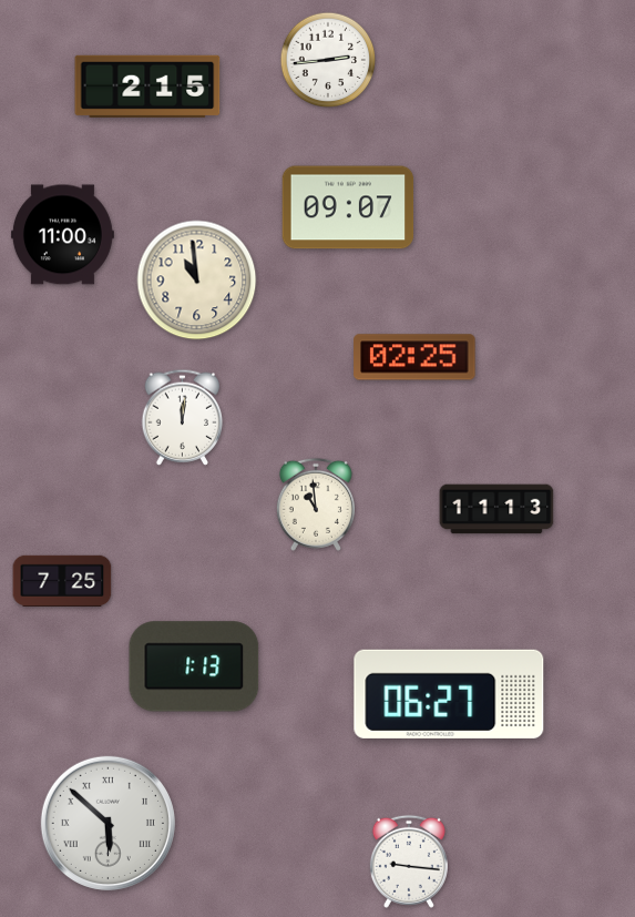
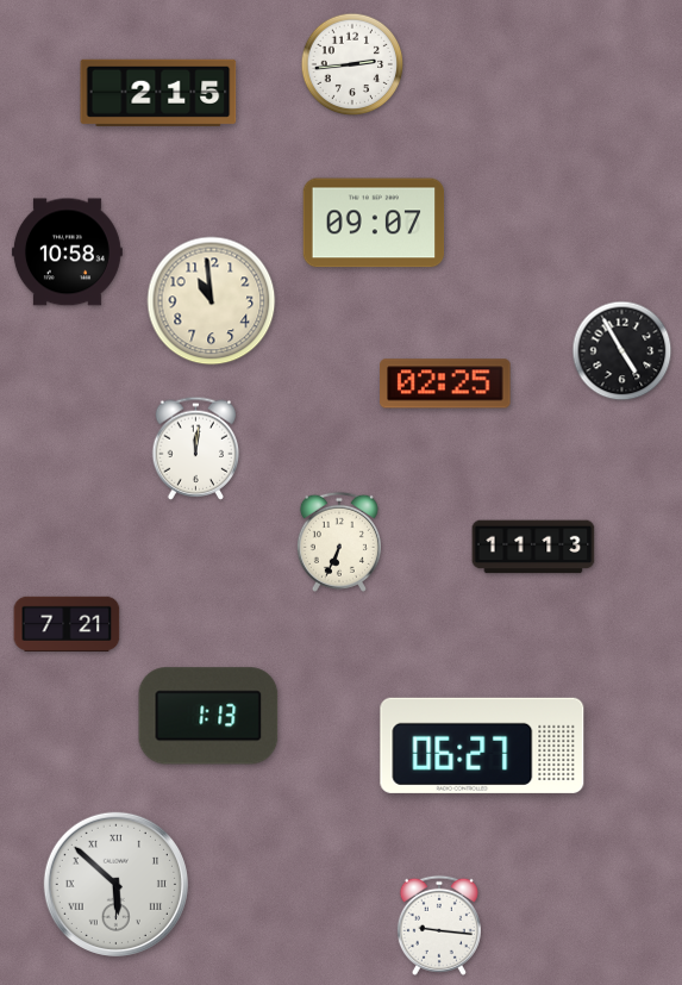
clock at (62, 235): 11:00 -> 10:58
clock at (622, 351): none -> 4:55
clock at (316, 505): 10:59 -> 6:34
clock at (62, 581): 7:25 -> 7:21
